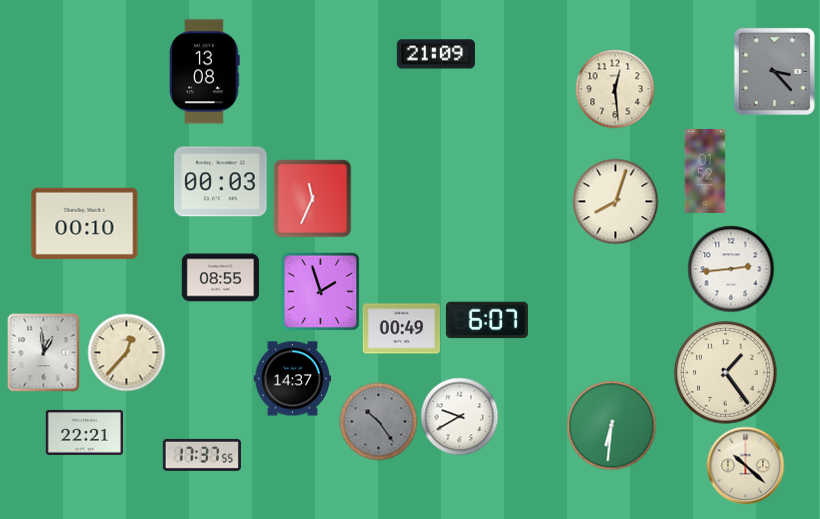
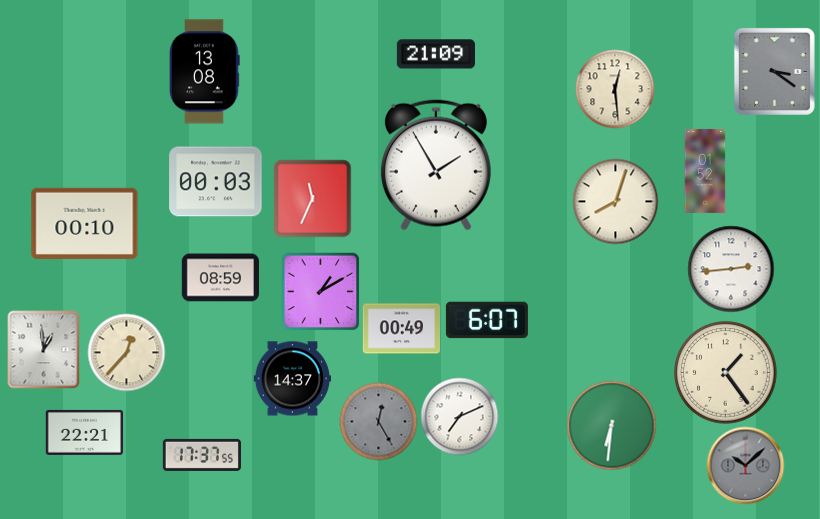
clock at (774, 71): 3:23 -> 3:21
clock at (436, 165): none -> 1:55
clock at (221, 182) position: (221, 182) -> (216, 182)
clock at (220, 278): 08:55 -> 08:59
clock at (320, 291): 1:57 -> 1:10
clock at (44, 352) position: (44, 352) -> (44, 349)
clock at (459, 416): 9:40 -> 7:11
clock at (378, 421): 10:24 -> 12:25
clock at (745, 465): 10:22 -> 10:08
clock at (745, 465) dial: cream -> grey
